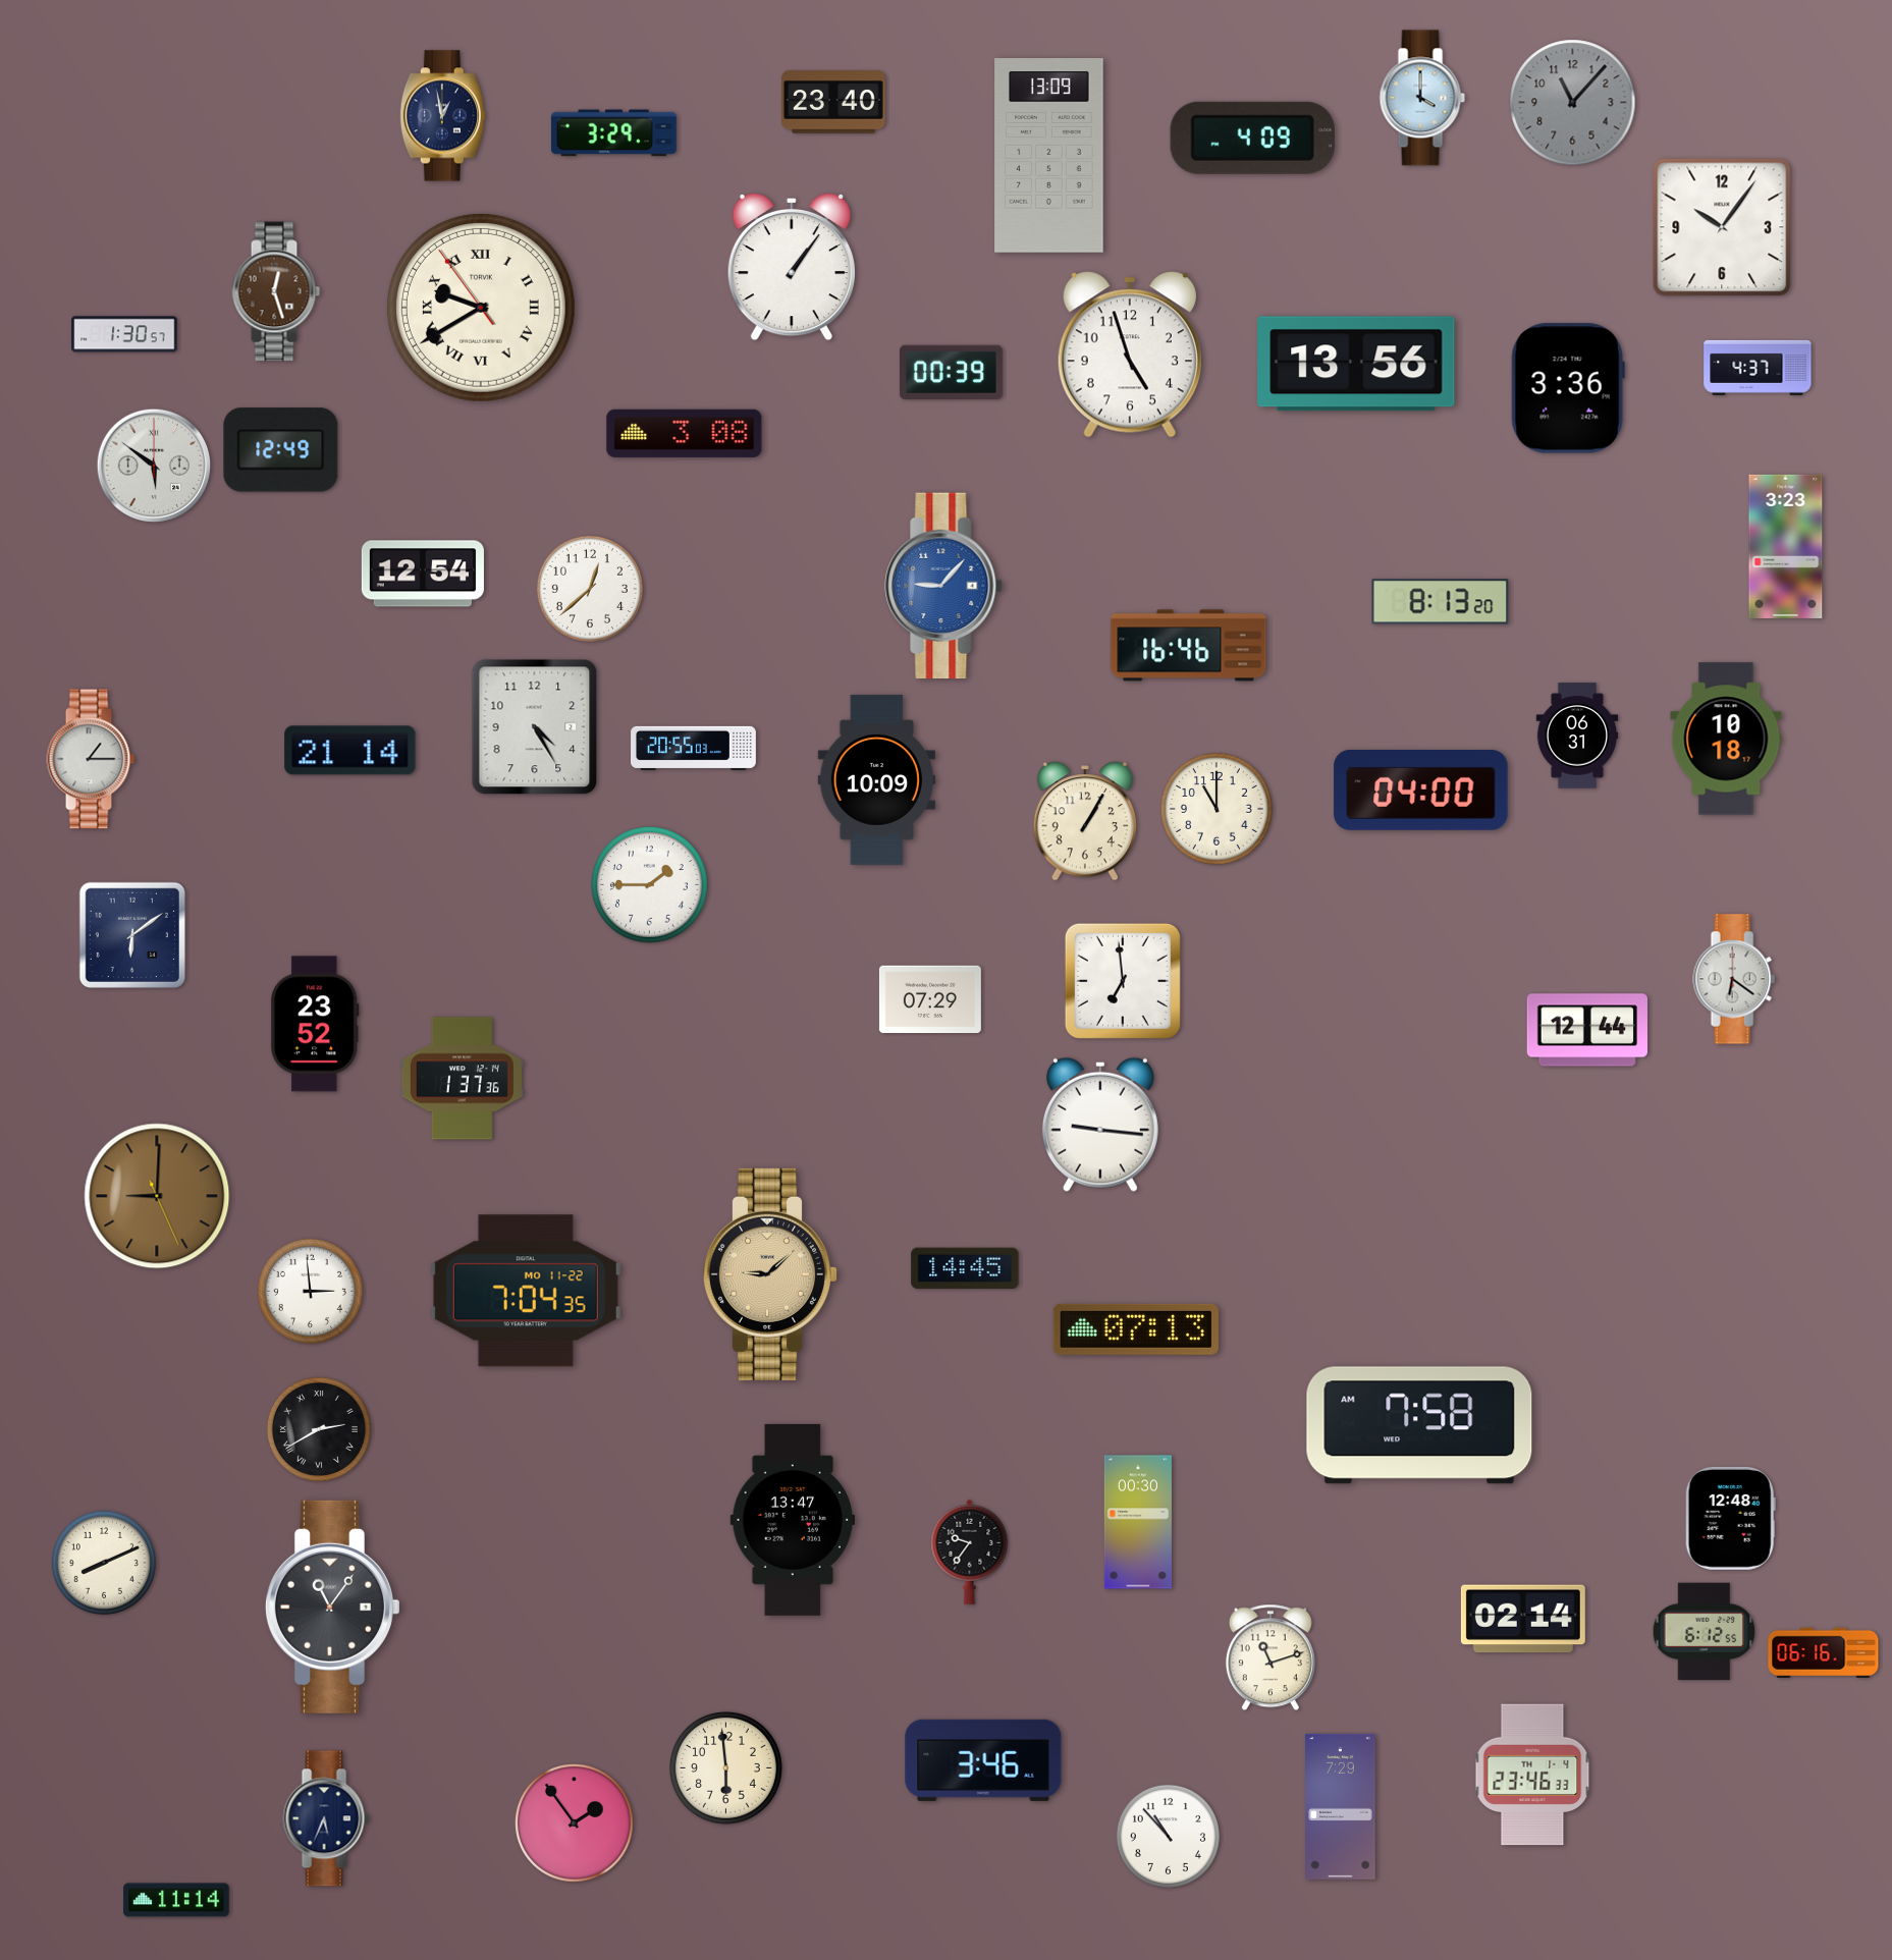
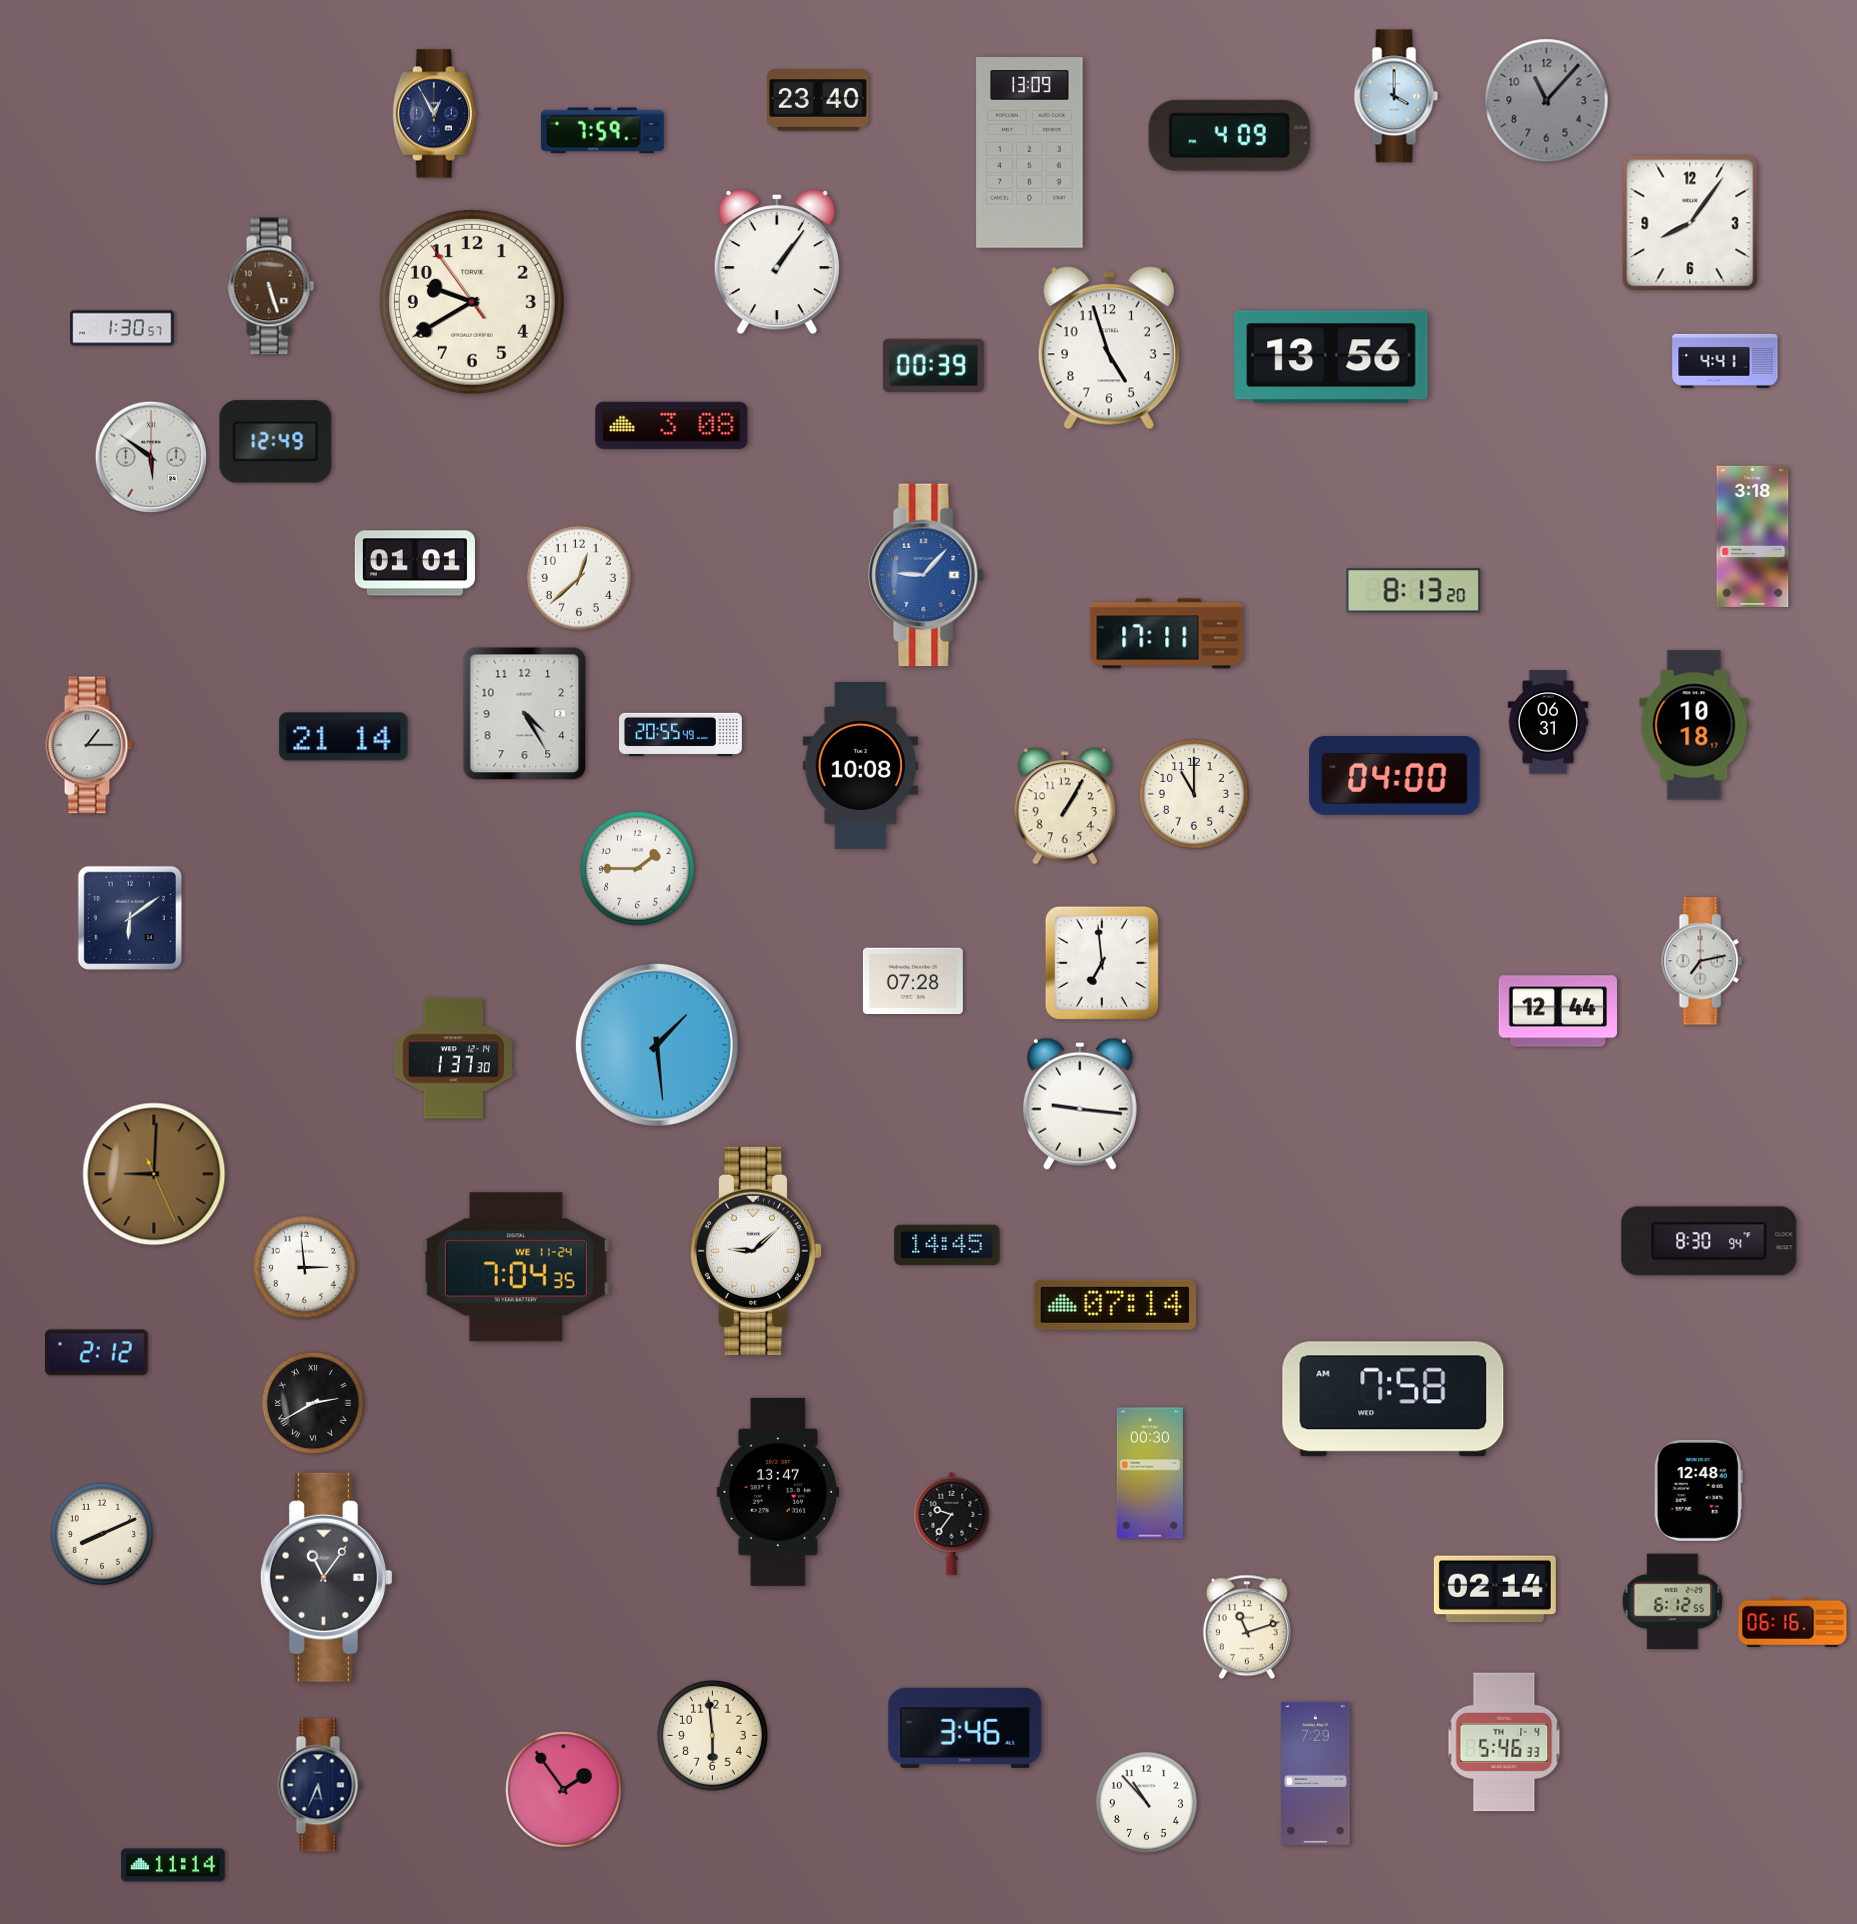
clock at (1573, 103) position: (1573, 103) -> (1547, 101)
clock at (442, 116): 12:58 -> 12:55
clock at (613, 133): 3:29 -> 7:59
clock at (1722, 227): 10:06 -> 8:06
clock at (276, 291): 12:27 -> 5:27
clock at (481, 308) numerals: Roman -> Arabic
clock at (1758, 368): 4:37 -> 4:41
clock at (1568, 388): 3:36 -> none
clock at (1786, 546): 3:23 -> 3:18
clock at (423, 574): 12:54 -> 01:01
clock at (1189, 646): 16:46 -> 17:11
clock at (694, 748): 20:55:03 -> 20:55:49
clock at (876, 779): 10:09 -> 10:08
clock at (1734, 979): 6:21 -> 7:13
clock at (930, 999): 07:29 -> 07:28
clock at (315, 1024): 23:52 -> none
clock at (657, 1045): none -> 1:29
clock at (462, 1079): 1:37:36 -> 1:37:30
clock at (1709, 1241): none -> 8:30
clock at (770, 1274) dial: champagne -> white
clock at (526, 1291) date: MO 11-22 -> WE 11-24
clock at (1136, 1329): 07:13 -> 07:14
clock at (97, 1353): none -> 2:12
clock at (1138, 1522) position: (1138, 1522) -> (1150, 1473)
clock at (1824, 1652) position: (1824, 1652) -> (1793, 1622)
clock at (1532, 1775): 23:46 -> 5:46
